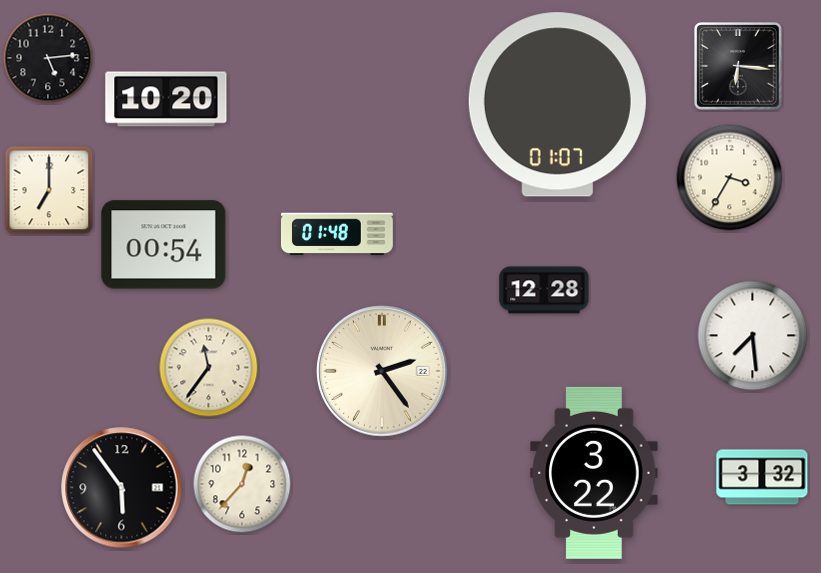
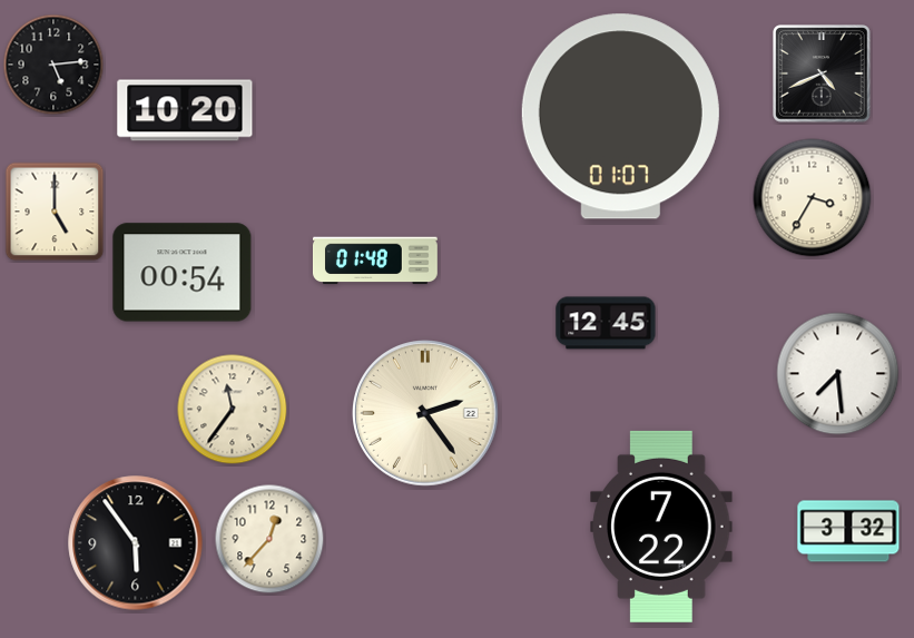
clock at (738, 66): 6:16 -> 4:41
clock at (49, 190): 7:00 -> 5:00
clock at (544, 290): 12:28 -> 12:45
clock at (594, 473): 3:22 -> 7:22
